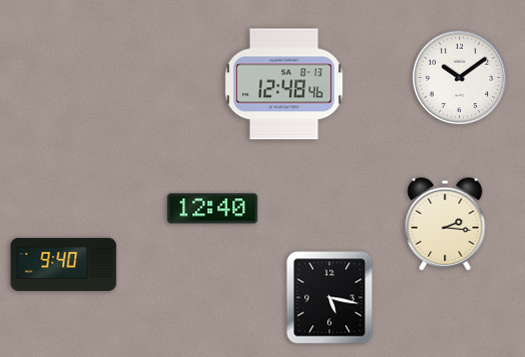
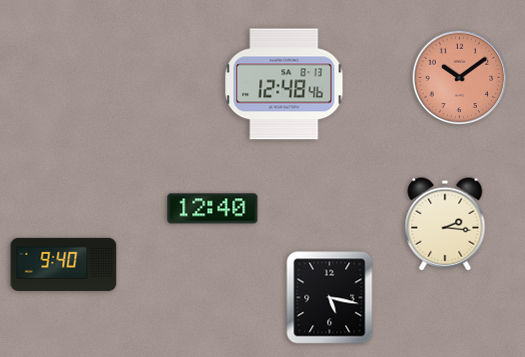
clock at (460, 78) dial: white -> salmon
